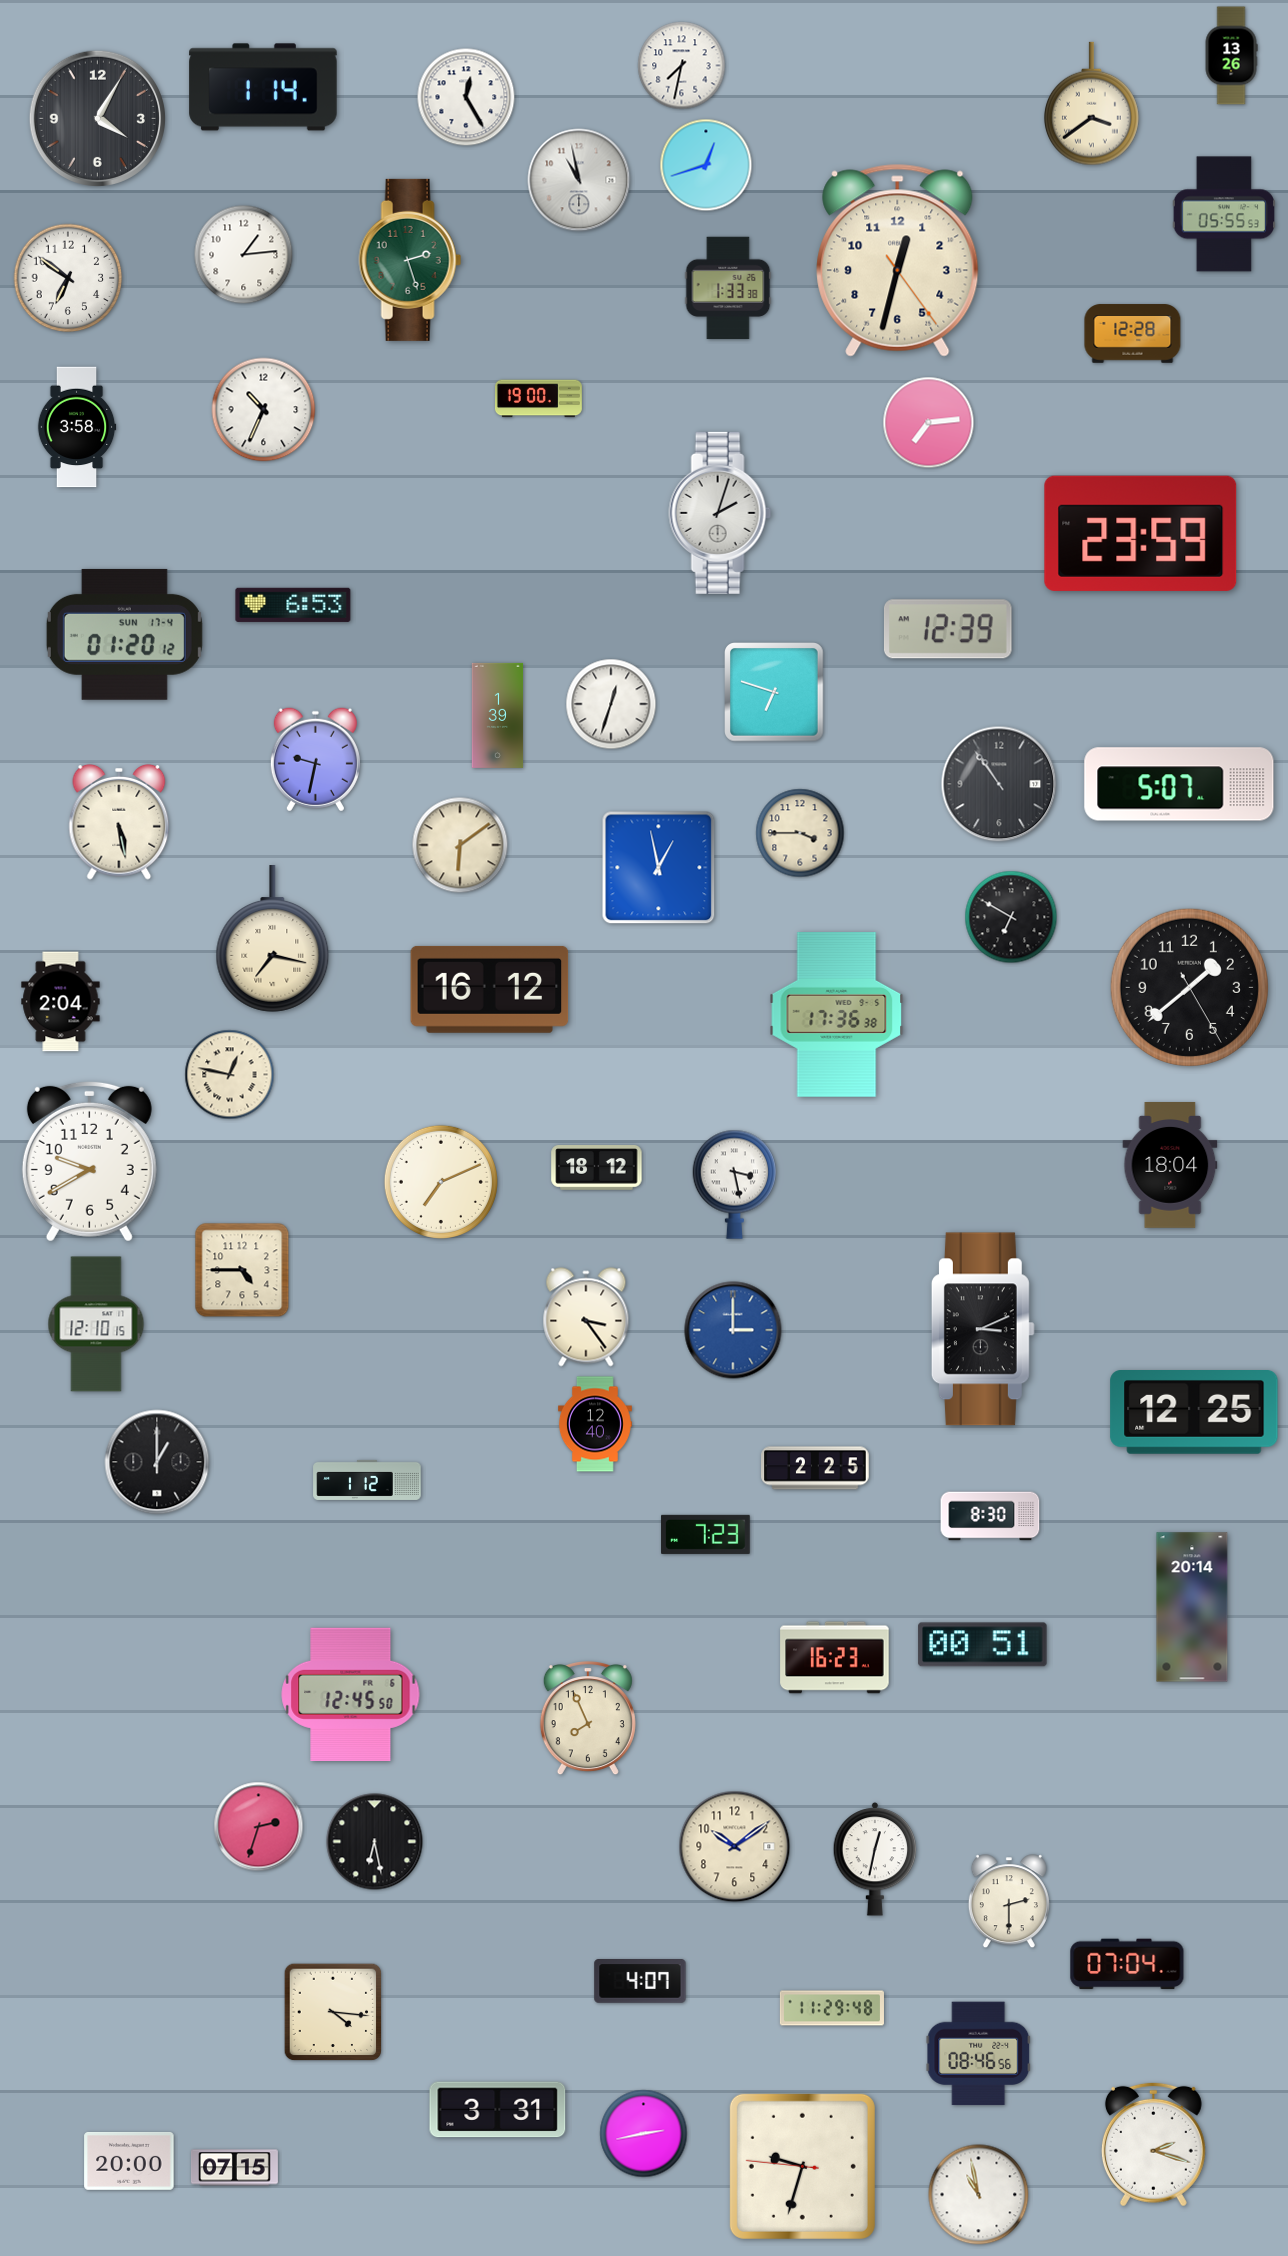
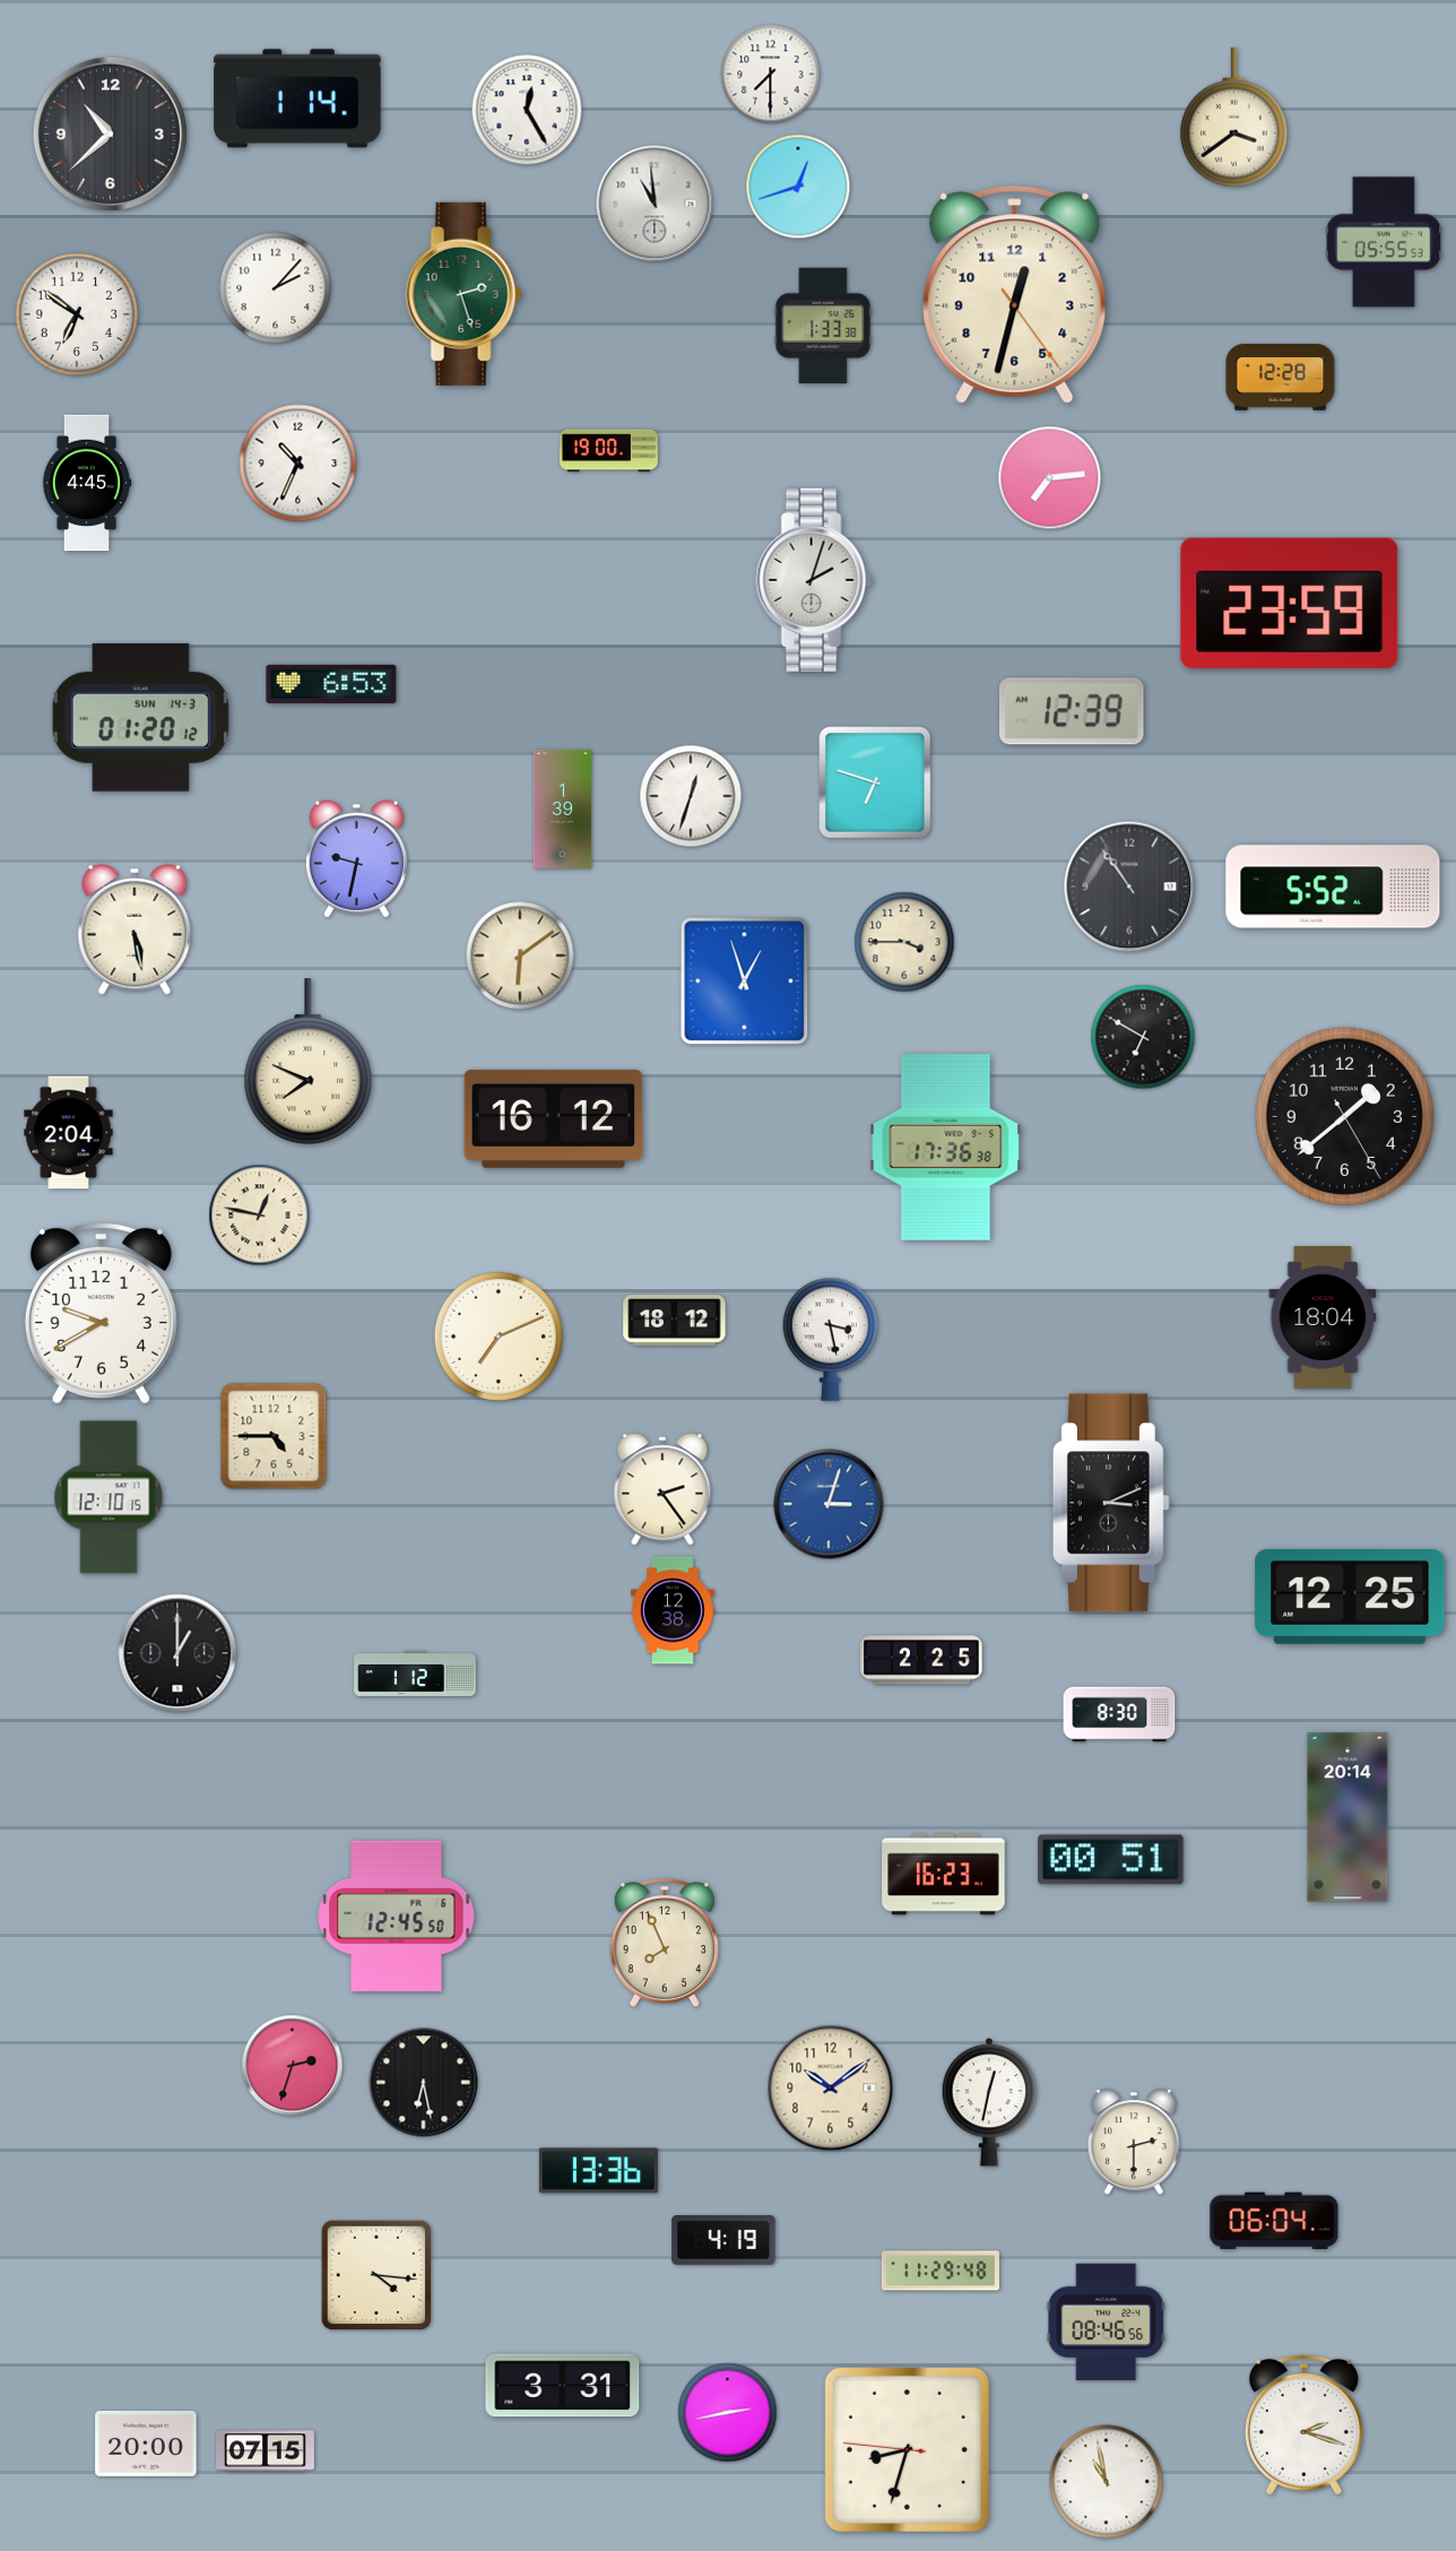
clock at (1231, 56): 13:26 -> none
clock at (682, 66): 7:32 -> 7:30
clock at (97, 118): 4:05 -> 10:38
clock at (579, 180): 10:58 -> 10:59
clock at (244, 255): 1:14 -> 2:07
clock at (77, 427): 3:58 -> 4:45
clock at (124, 634) date: SUN 17-4 -> SUN 14-3
clock at (1179, 784): 5:07 -> 5:52
clock at (659, 868): 12:58 -> 12:57
clock at (273, 939): 7:17 -> 7:49
clock at (586, 1317): 3:24 -> 2:24
clock at (733, 1330): 3:00 -> 3:03
clock at (596, 1424): 12:40 -> 12:38
clock at (706, 1534): 7:23 -> none
clock at (1009, 1902) position: (1009, 1902) -> (1134, 2143)
clock at (598, 2171): none -> 13:36
clock at (1127, 1964): 07:04 -> 06:04
clock at (640, 1982): 4:07 -> 4:19
clock at (802, 2166): 9:32 -> 8:32
